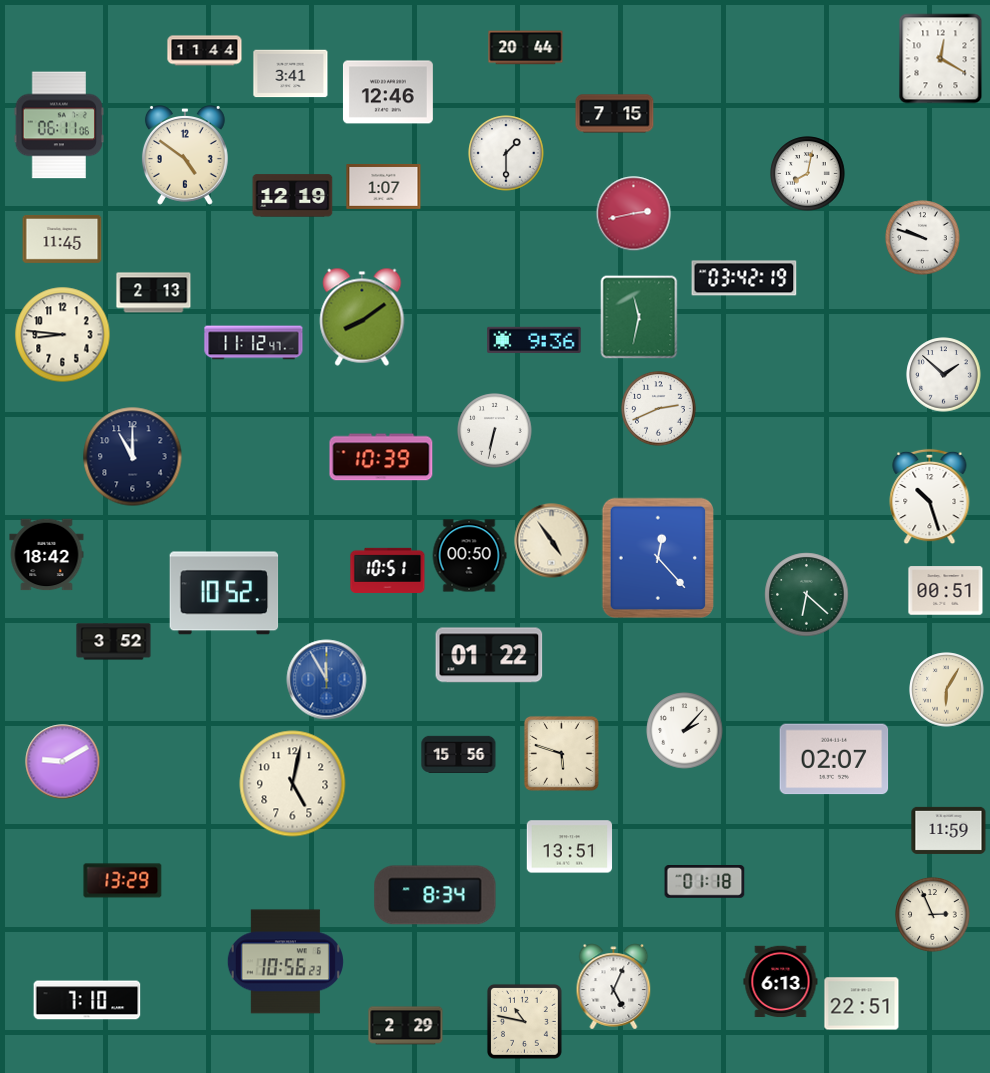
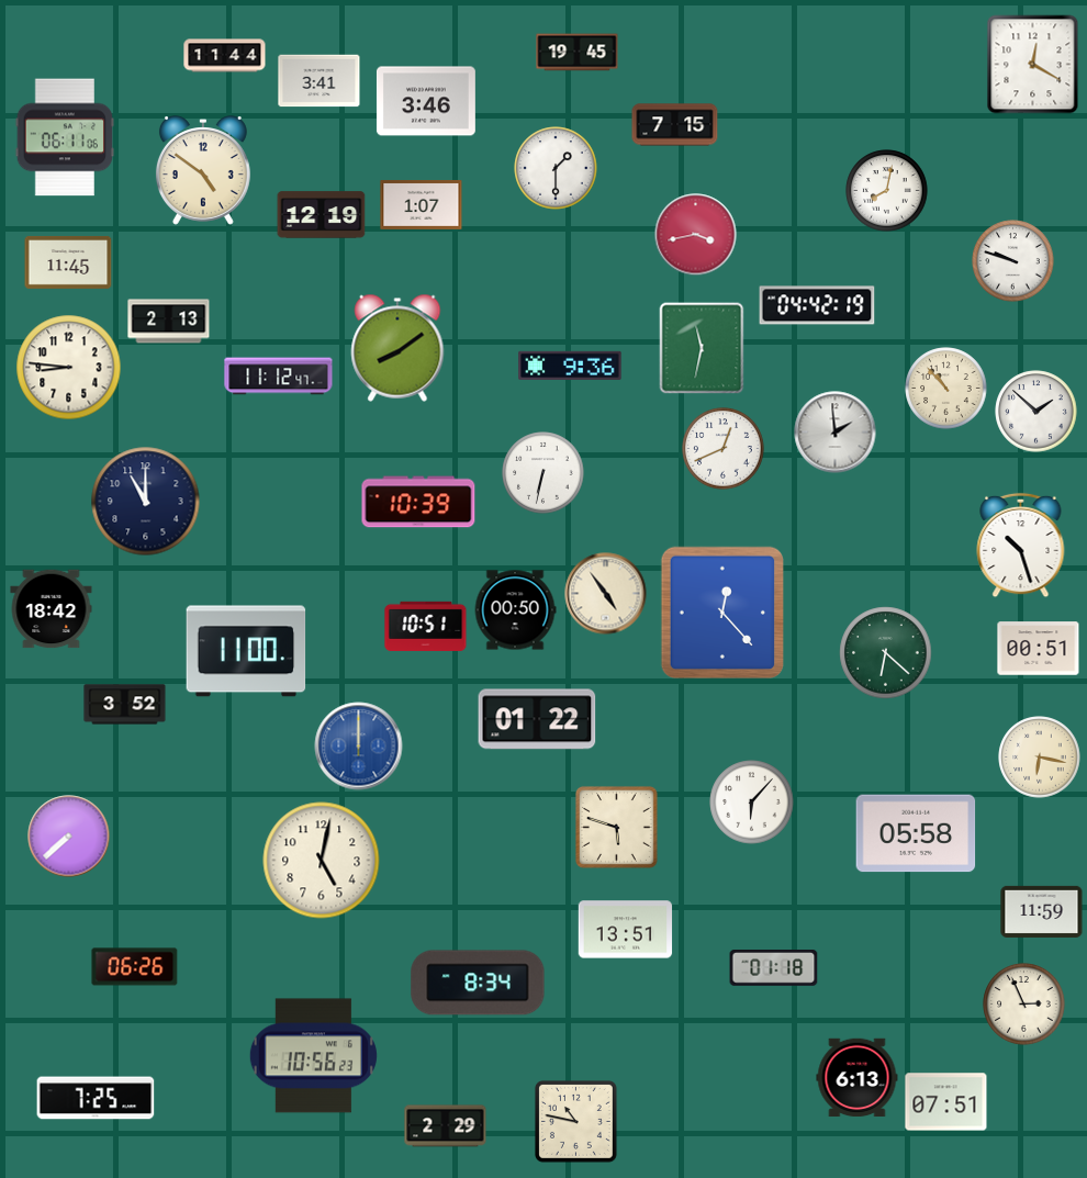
clock at (526, 48): 20:44 -> 19:45
clock at (388, 92): 12:46 -> 3:46
clock at (634, 214): 2:43 -> 3:43
clock at (744, 278): 03:42 -> 04:42
clock at (534, 340) position: (534, 340) -> (570, 366)
clock at (946, 389): none -> 10:53
clock at (836, 433): none -> 1:59
clock at (659, 409): 2:41 -> 12:41
clock at (224, 593): 10:52 -> 11:00
clock at (327, 680): 11:55 -> 12:00
clock at (947, 690): 6:05 -> 6:17
clock at (685, 731): 2:07 -> 6:07
clock at (459, 754): 15:56 -> none
clock at (834, 759): 02:07 -> 05:58
clock at (63, 762): 9:10 -> 7:38
clock at (123, 881): 13:29 -> 06:26
clock at (614, 987): 5:04 -> none
clock at (87, 1000): 7:10 -> 7:25
clock at (862, 1004): 22:51 -> 07:51
